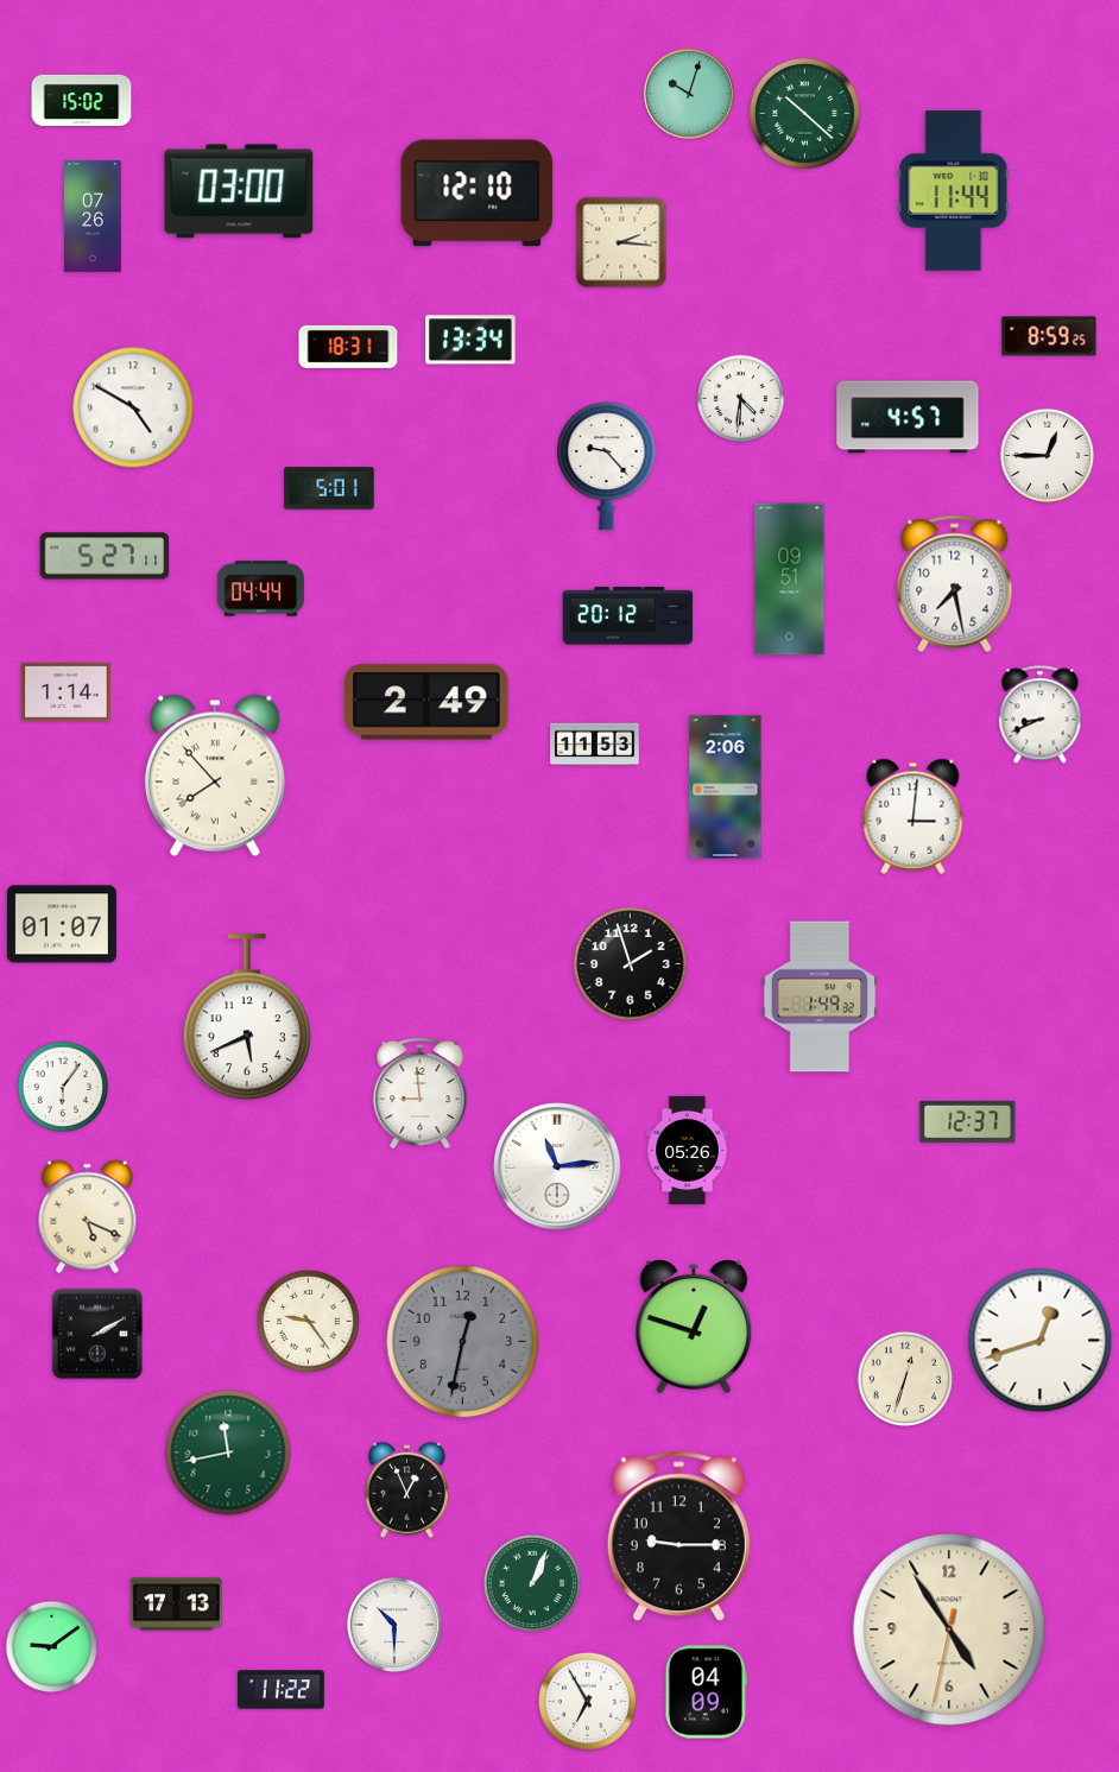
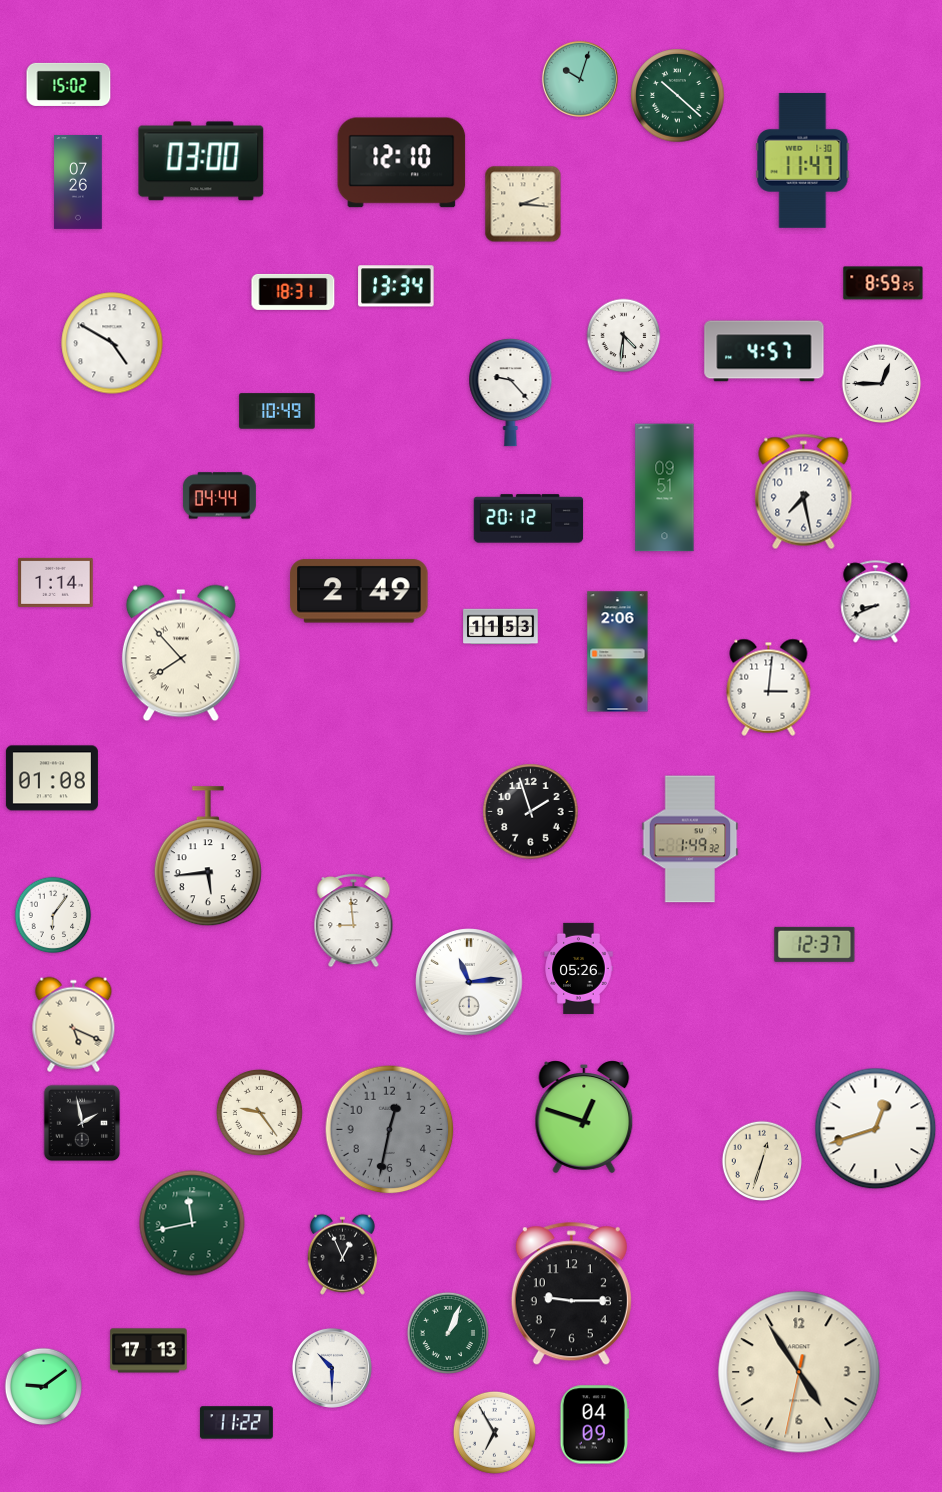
clock at (954, 190): 11:44 -> 11:47
clock at (329, 488): 5:01 -> 10:49
clock at (105, 556): 5:27 -> none
clock at (726, 787) position: (726, 787) -> (618, 652)
clock at (62, 924): 01:07 -> 01:08
clock at (247, 1018): 5:41 -> 5:44
clock at (97, 1334): 2:10 -> 1:58
